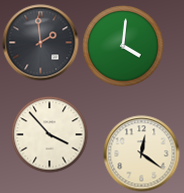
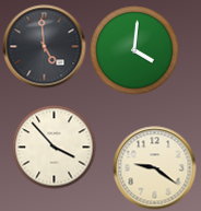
clock at (41, 43): 1:59 -> 4:59
clock at (142, 154): 12:21 -> 9:21
